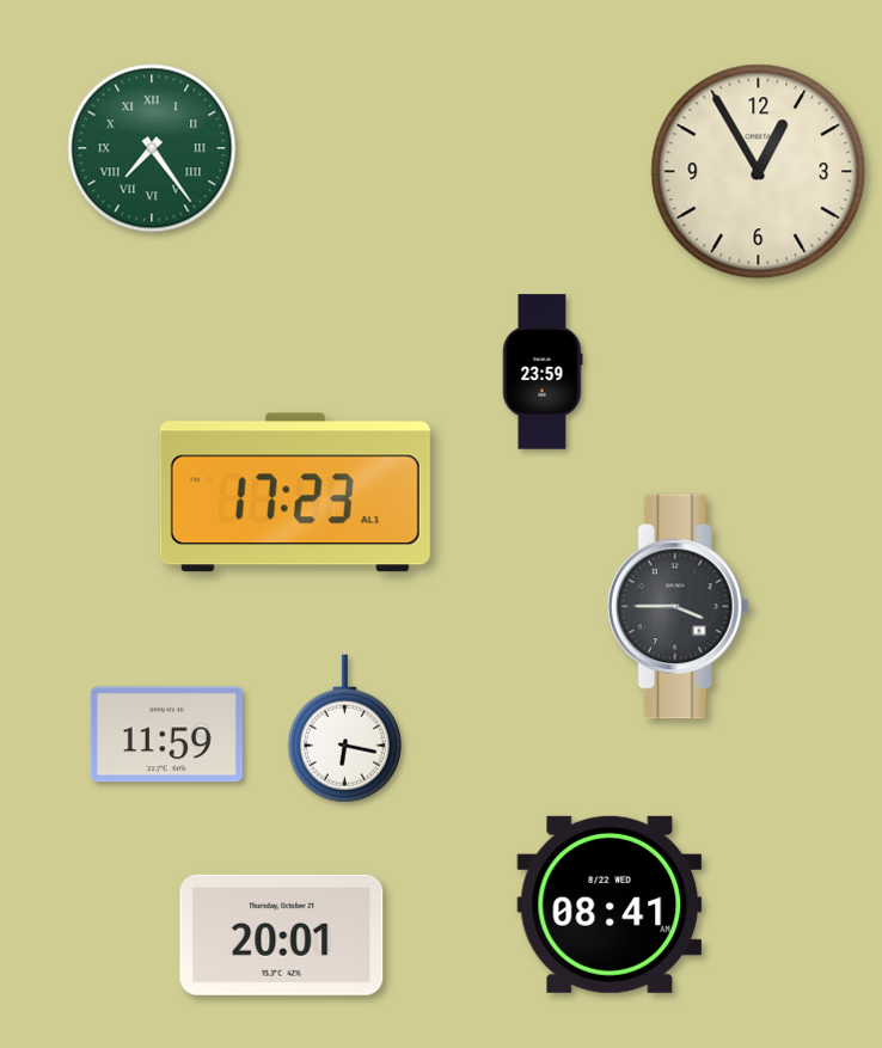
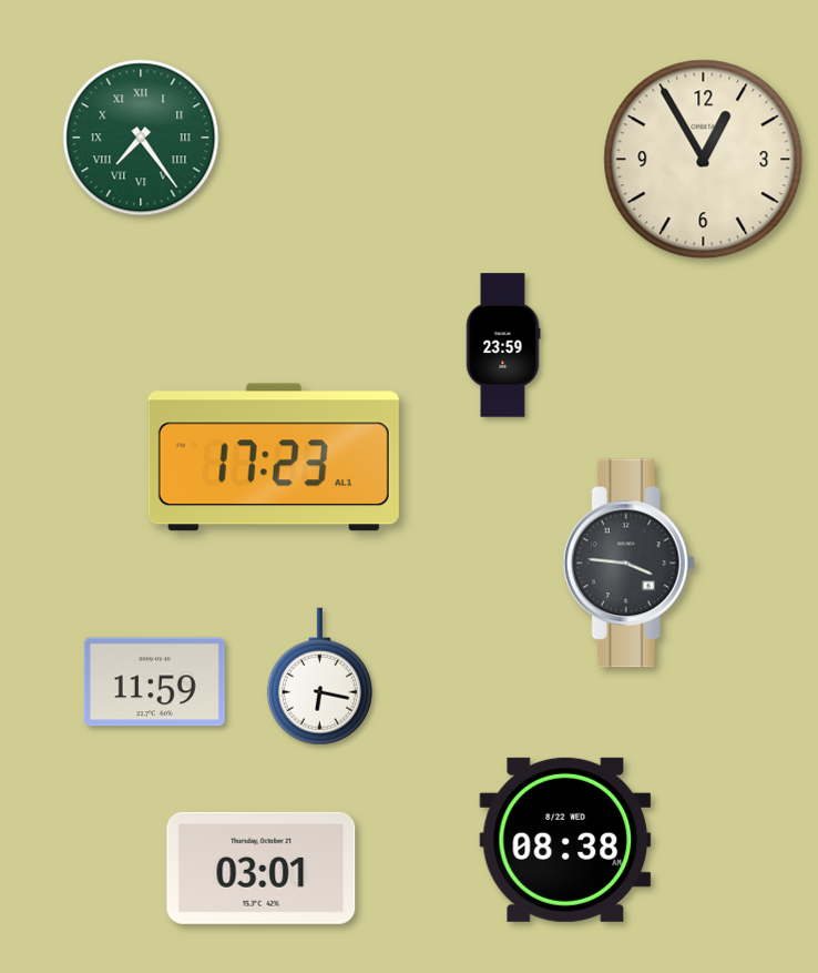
clock at (678, 607): 3:45 -> 3:46
clock at (610, 905): 08:41 -> 08:38
clock at (282, 934): 20:01 -> 03:01
